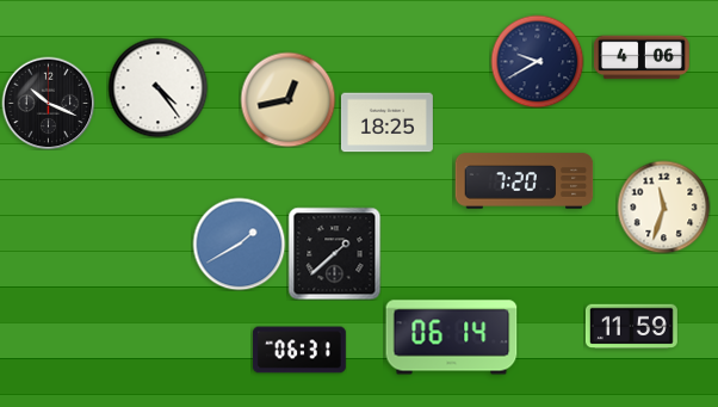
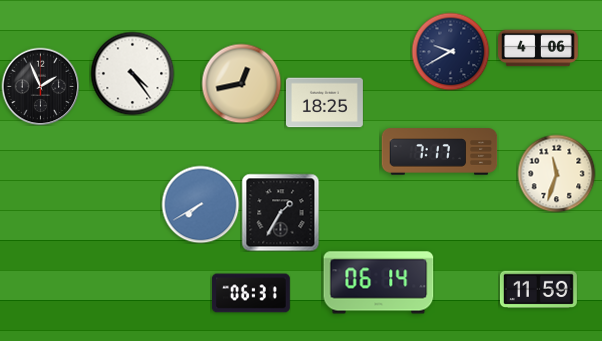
clock at (48, 103): 10:19 -> 1:56
clock at (525, 181): 7:20 -> 7:17
clock at (239, 243): 1:40 -> 7:40
clock at (334, 253): 1:38 -> 1:35
clock at (631, 327) position: (631, 327) -> (538, 290)
